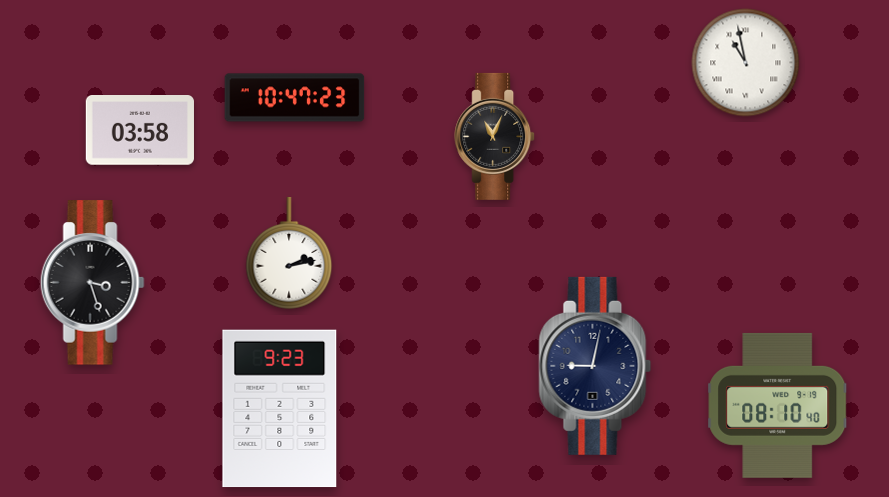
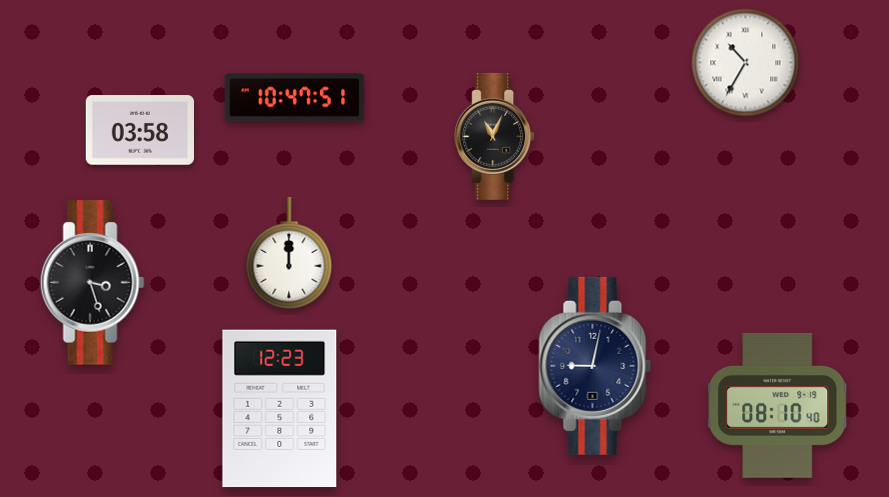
clock at (746, 63): 10:58 -> 10:35
clock at (295, 98): 10:47:23 -> 10:47:51
clock at (289, 254): 2:13 -> 12:00
clock at (280, 409): 9:23 -> 12:23
